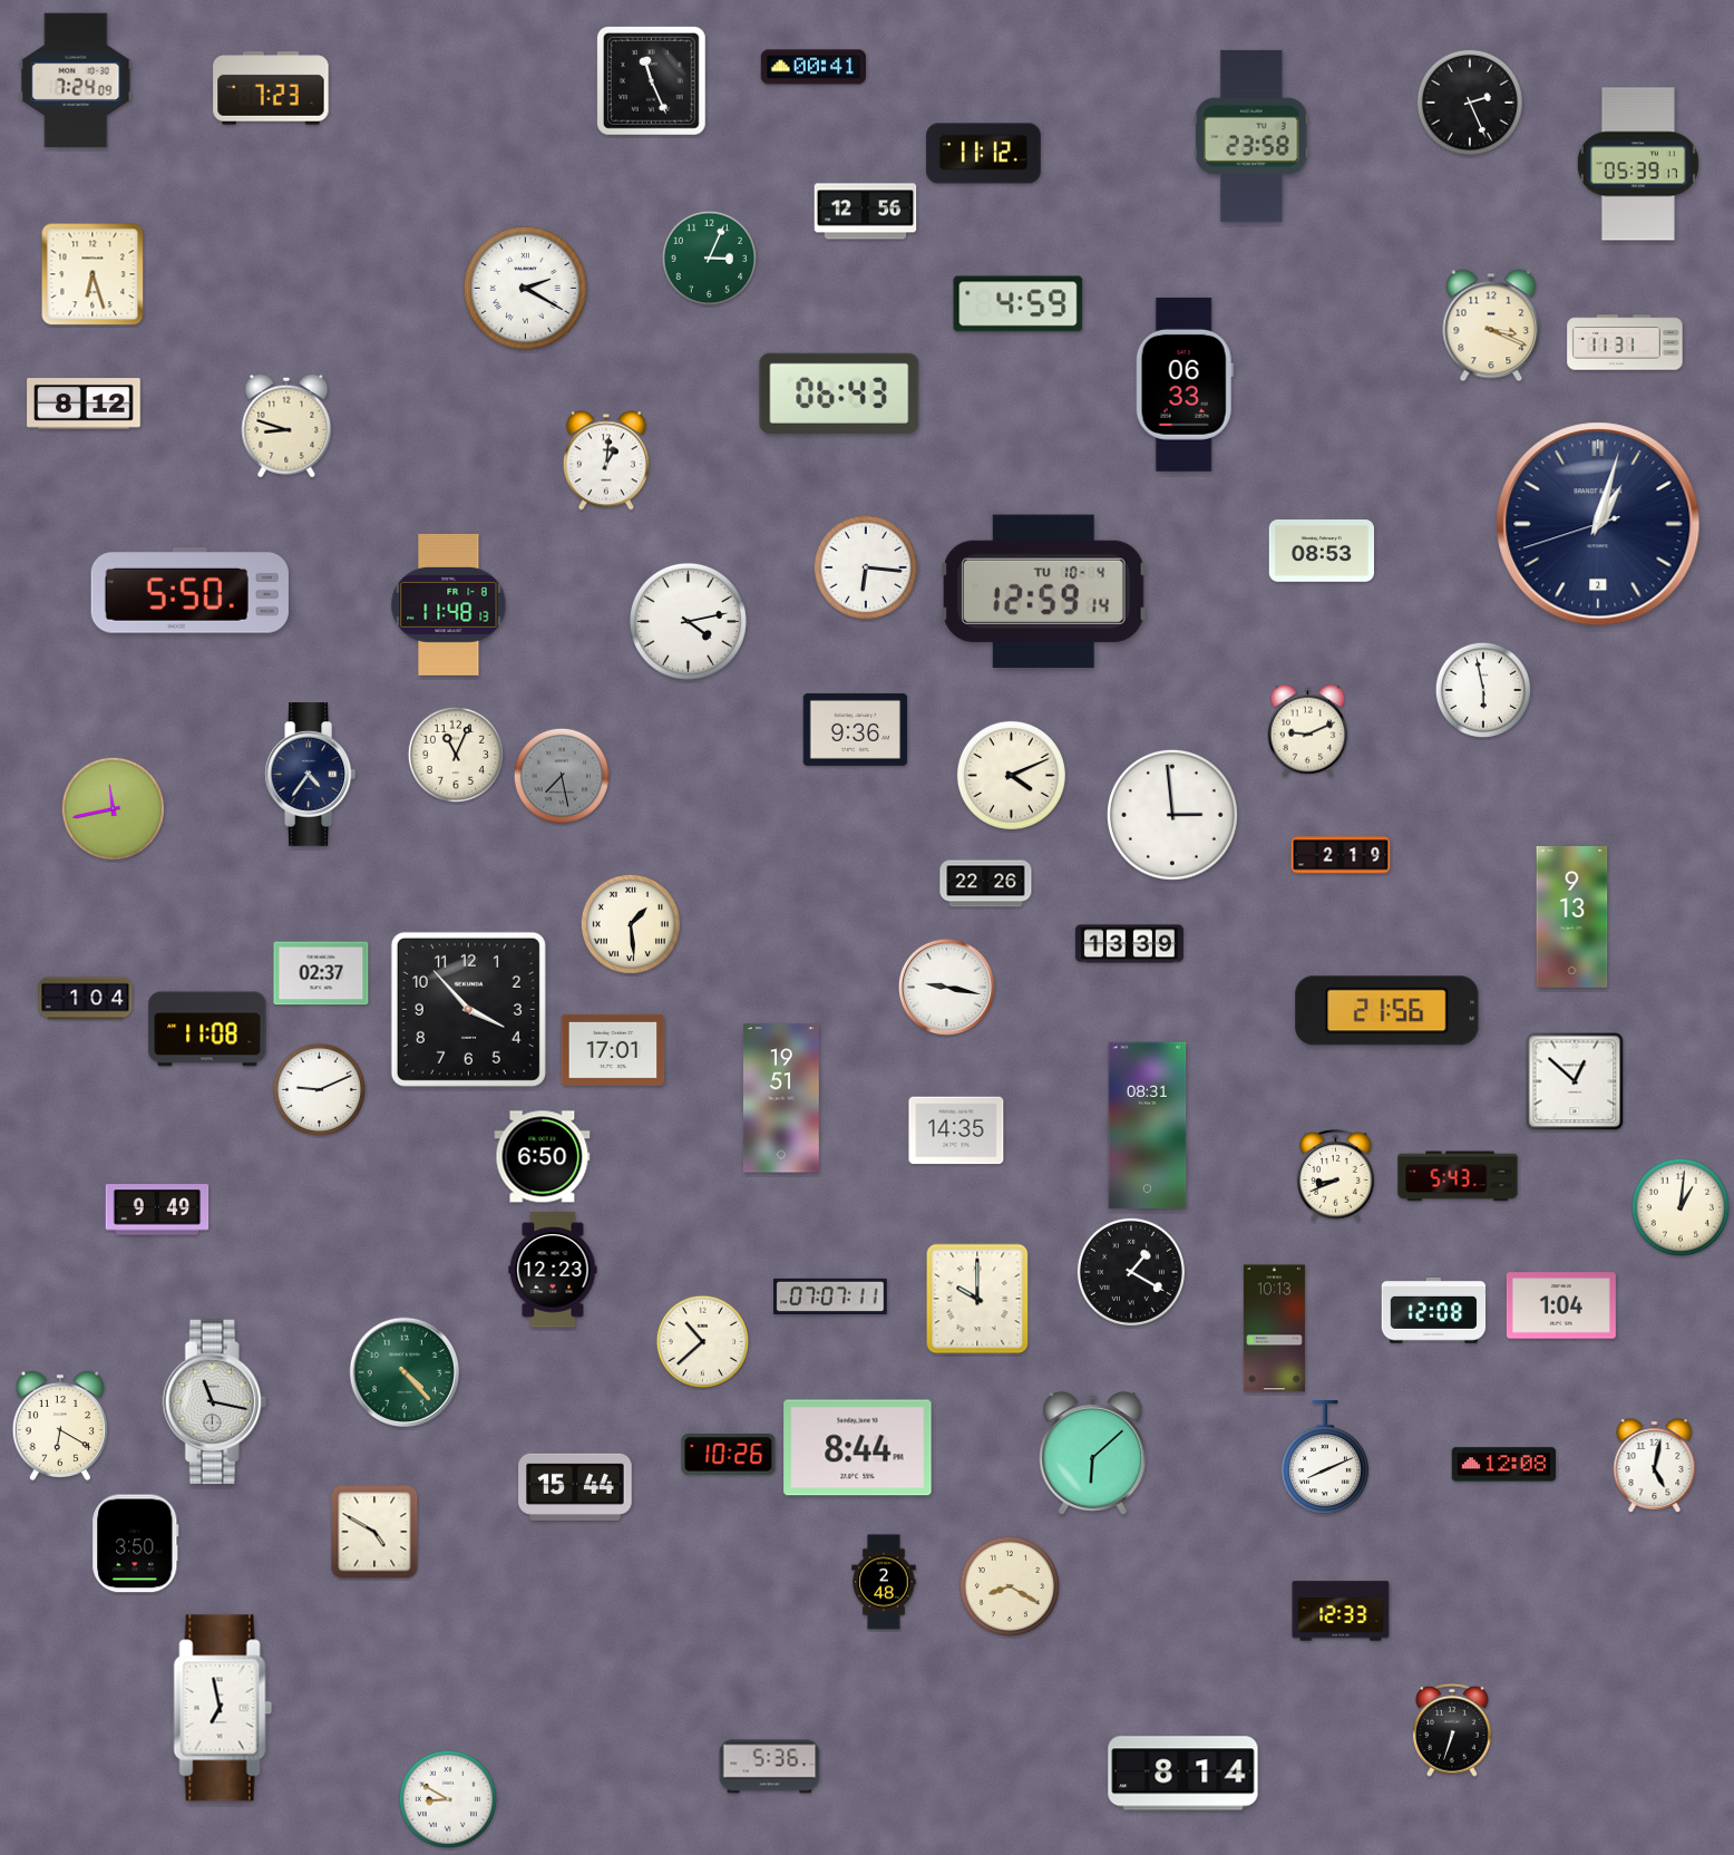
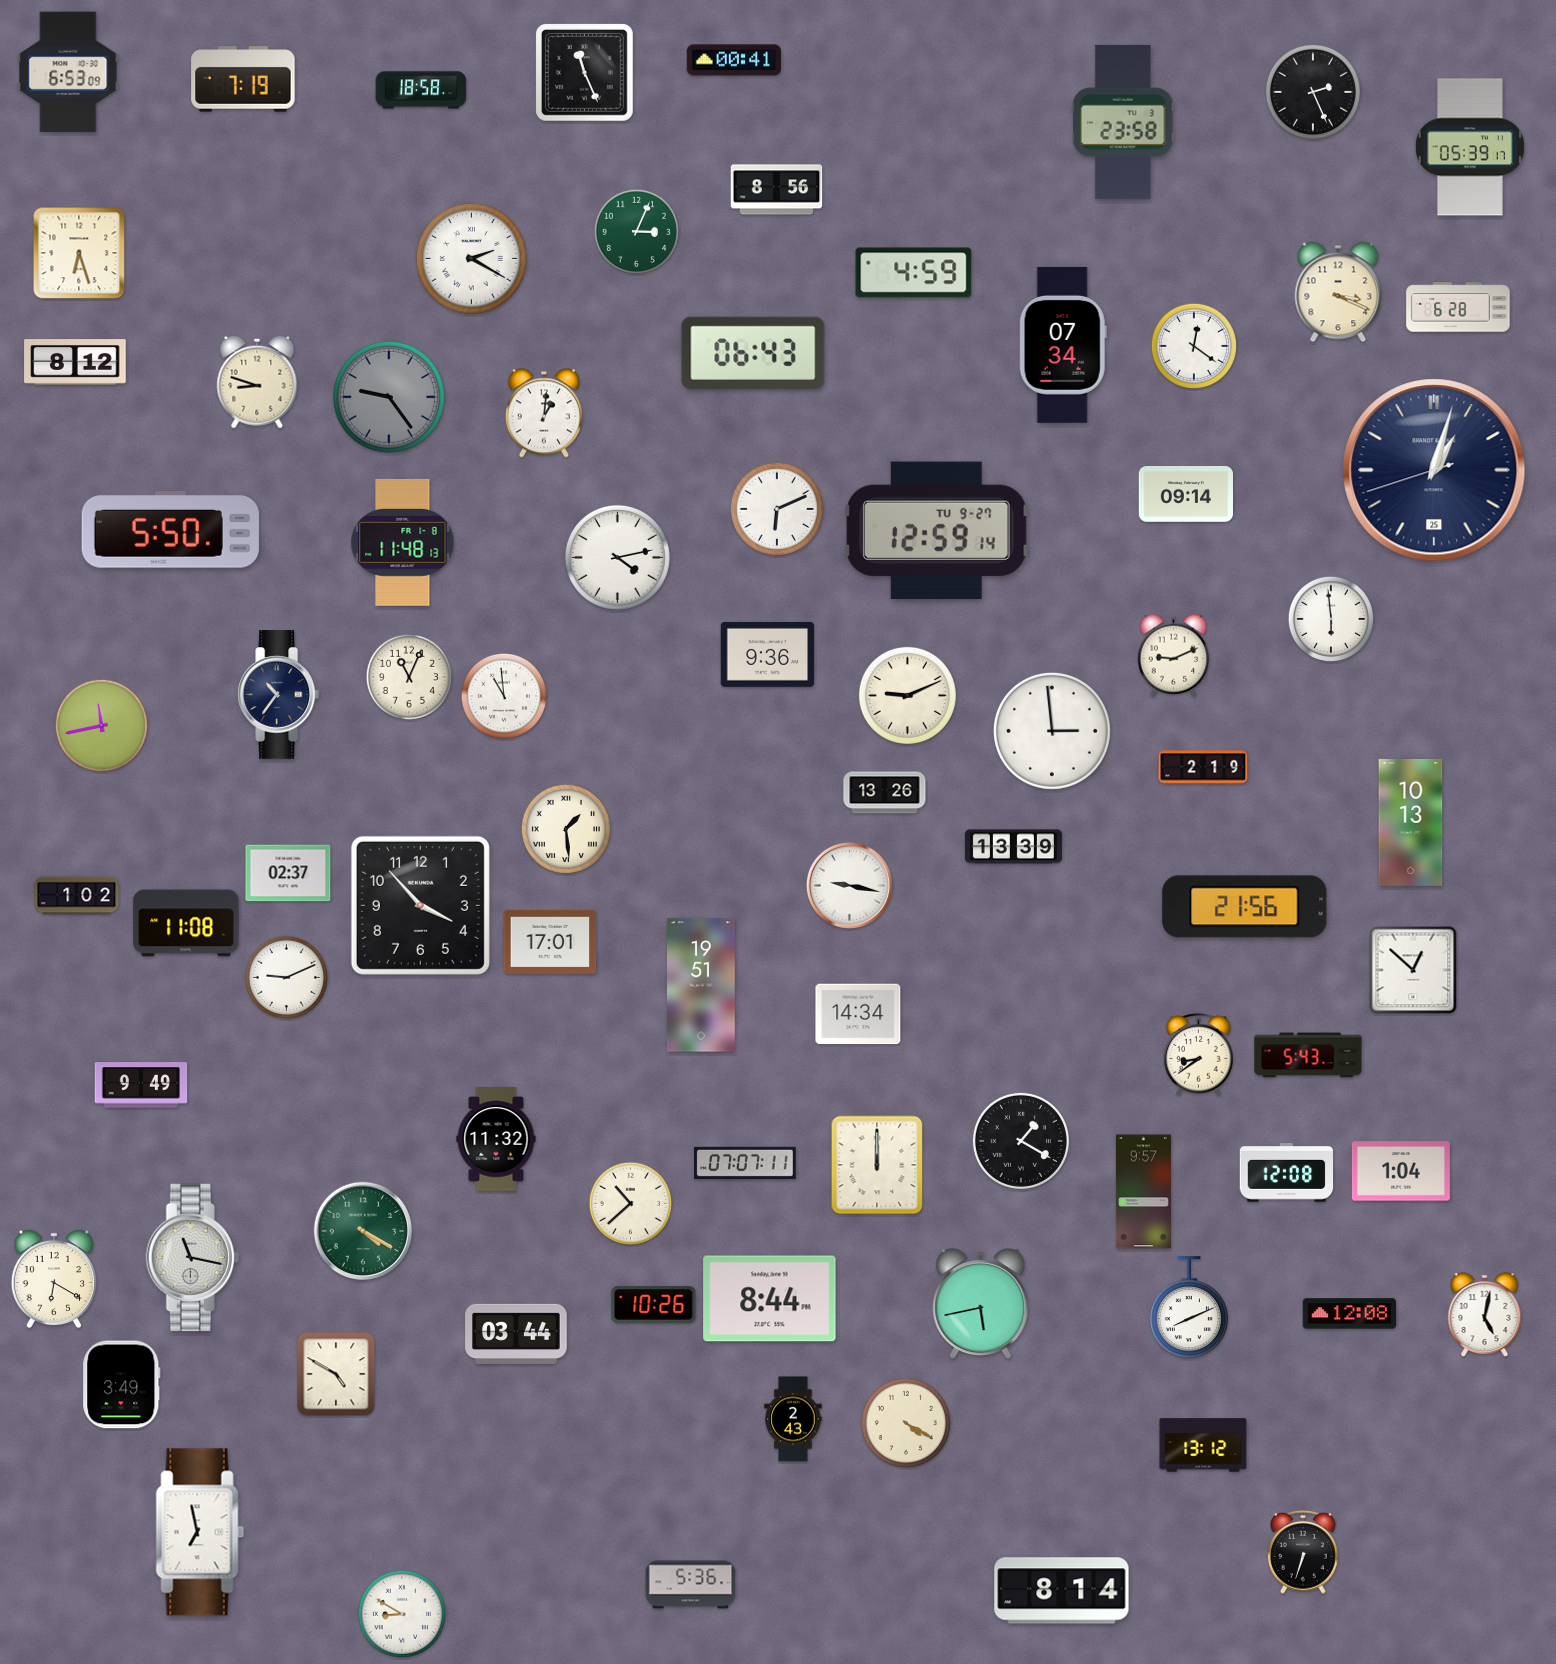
clock at (812, 67) position: (812, 67) -> (733, 60)
clock at (76, 80): 7:24 -> 6:53
clock at (271, 88): 7:23 -> 7:19
clock at (421, 90): none -> 18:58
clock at (1470, 103) position: (1470, 103) -> (1313, 92)
clock at (984, 154): 11:12 -> none
clock at (866, 212): 12:56 -> 8:56
clock at (92, 274) position: (92, 274) -> (79, 253)
clock at (1625, 342): 11:31 -> 6:28
clock at (1185, 385): 06:33 -> 07:34
clock at (1193, 345): none -> 12:21
clock at (389, 397): none -> 9:24
clock at (1598, 524) date: 2 -> 25
clock at (1321, 552): 08:53 -> 09:14
clock at (866, 567): 6:16 -> 6:11
clock at (1044, 591) date: TU 10-4 -> TU 9-27
clock at (1482, 689): 5:58 -> 5:59
clock at (311, 775): 4:36 -> 10:36
clock at (561, 775): 7:28 -> 10:59
clock at (561, 775) dial: grey -> white
clock at (1011, 775): 4:11 -> 9:11
clock at (986, 884): 22:26 -> 13:26
clock at (1572, 916): 9:13 -> 10:13
clock at (86, 999): 1:04 -> 1:02
clock at (1148, 1125): 08:31 -> none
clock at (956, 1130): 14:35 -> 14:34
clock at (543, 1157): 6:50 -> none
clock at (1336, 1176): 8:41 -> 8:39
clock at (1679, 1206): 1:01 -> none
clock at (553, 1270): 12:23 -> 11:32
clock at (1131, 1272) position: (1131, 1272) -> (1021, 1141)
clock at (977, 1299): 10:00 -> 12:00
clock at (1434, 1311) position: (1434, 1311) -> (1287, 1173)
clock at (1274, 1329): 10:13 -> 9:57
clock at (403, 1371): 4:23 -> 4:20
clock at (1093, 1454): 6:08 -> 5:43
clock at (575, 1487): 15:44 -> 03:44
clock at (136, 1544): 3:50 -> 3:49
clock at (884, 1582): 2:48 -> 2:43
clock at (1010, 1586): 8:20 -> 4:20
clock at (1341, 1611): 12:33 -> 13:12
